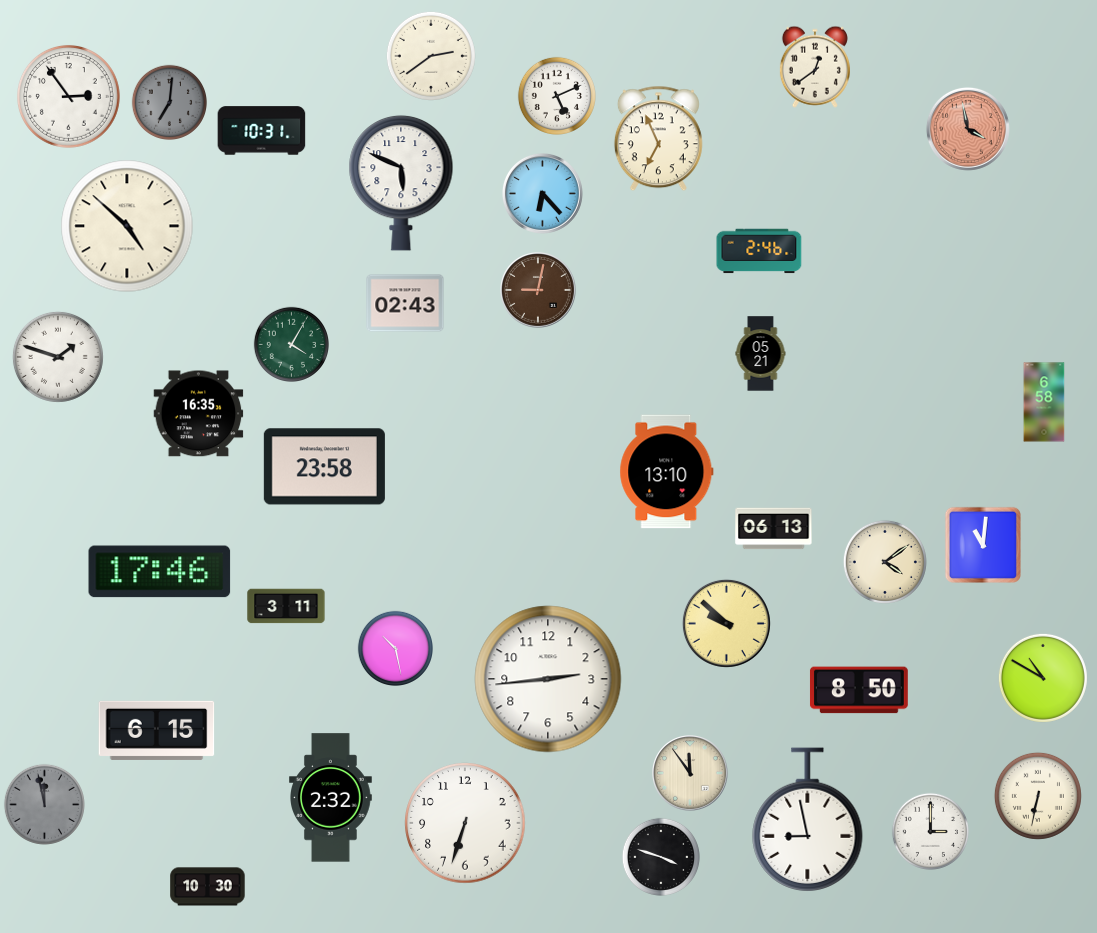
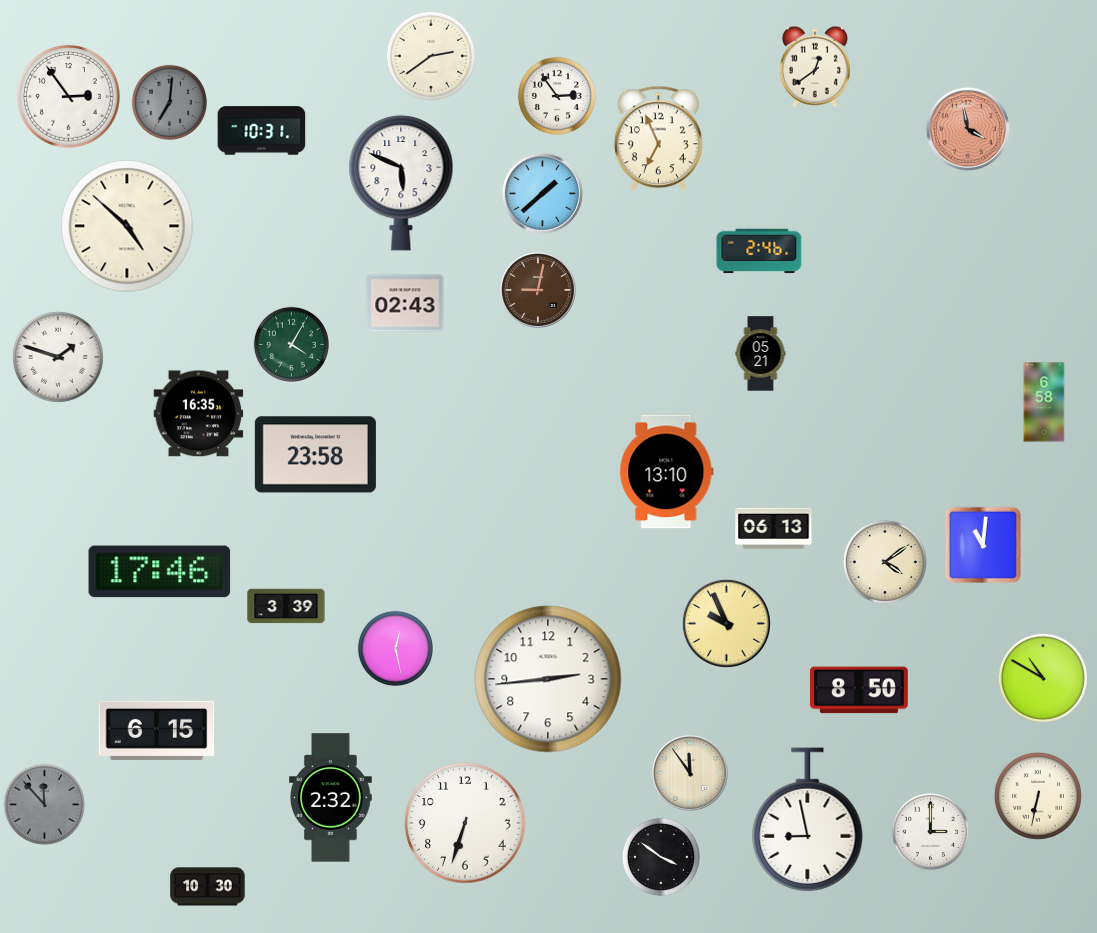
clock at (557, 96): 5:11 -> 2:54
clock at (542, 193): 6:23 -> 1:38
clock at (324, 467) position: (324, 467) -> (315, 455)
clock at (286, 606): 3:11 -> 3:39
clock at (726, 623): 9:52 -> 9:56
clock at (395, 648): 10:28 -> 12:28
clock at (44, 804): 11:58 -> 11:53
clock at (661, 857): 3:48 -> 3:51
